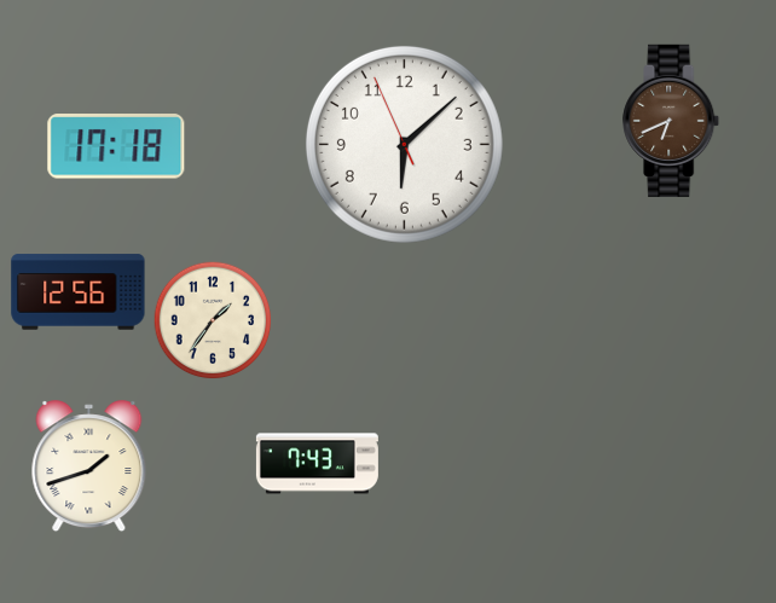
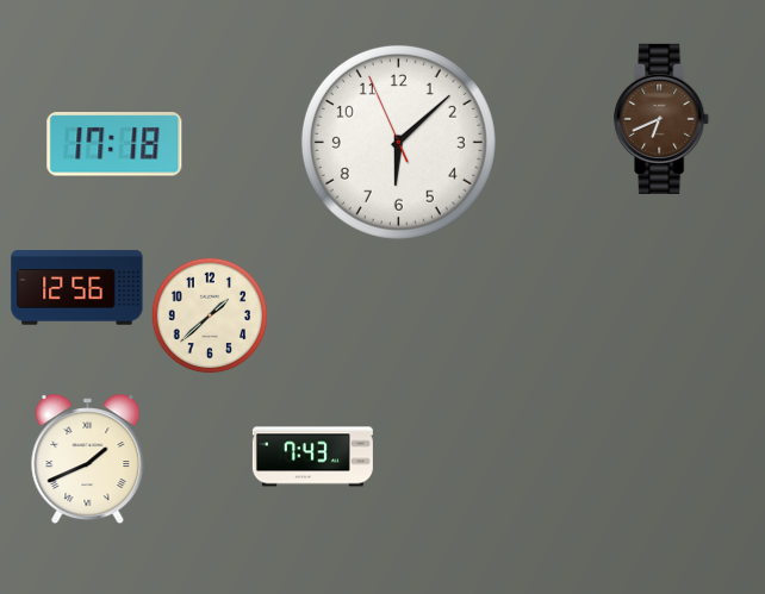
clock at (213, 320): 1:36 -> 1:38
clock at (89, 466): 1:42 -> 1:41
